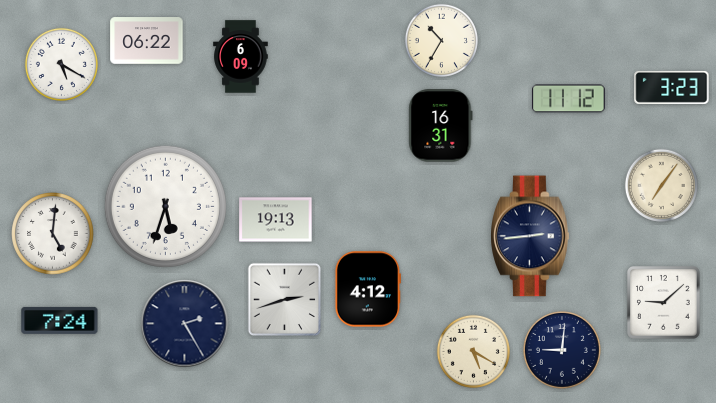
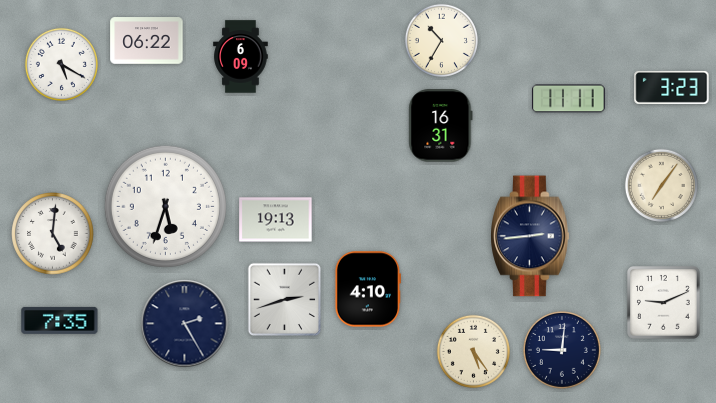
clock at (569, 99): 11:12 -> 11:11
clock at (367, 289): 4:12 -> 4:10
clock at (664, 303): 9:08 -> 9:11
clock at (60, 320): 7:24 -> 7:35
clock at (473, 351): 5:20 -> 5:24
